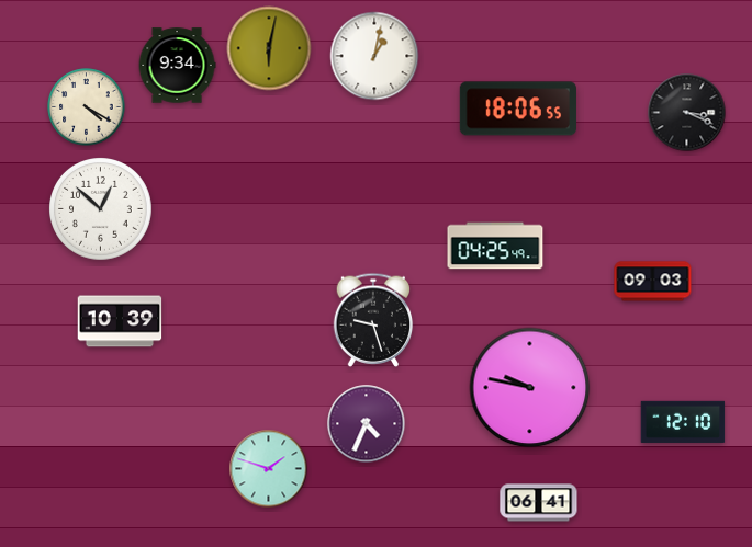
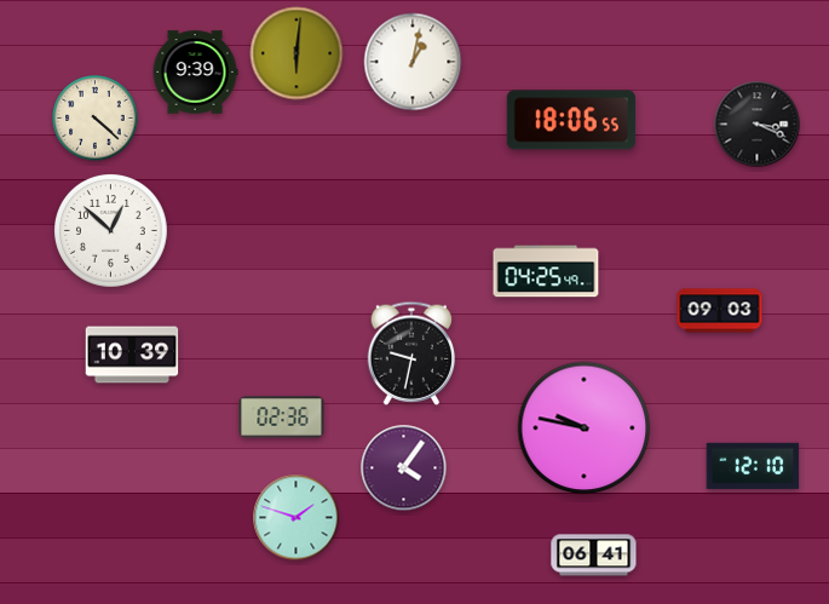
clock at (269, 48): 6:02 -> 6:01
clock at (177, 66): 9:34 -> 9:39
clock at (87, 107): 4:20 -> 4:22
clock at (373, 320): 9:27 -> 9:32
clock at (282, 418): none -> 02:36
clock at (367, 424): 4:34 -> 4:06
